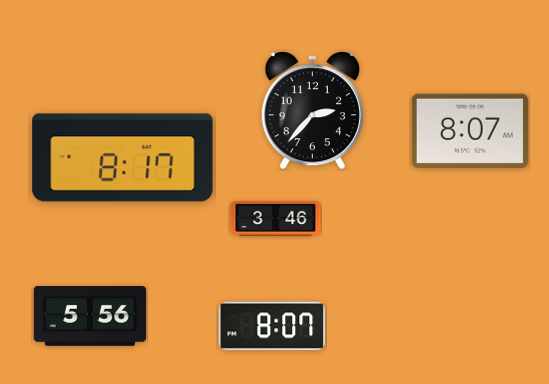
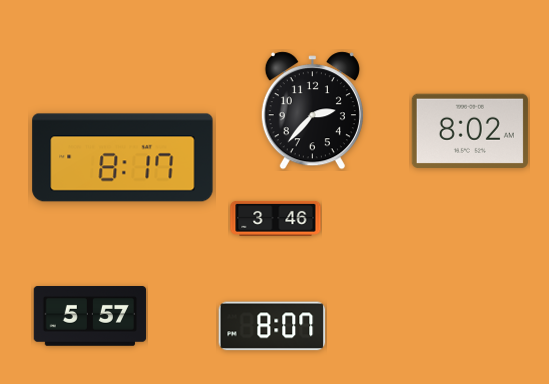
clock at (470, 131): 8:07 -> 8:02
clock at (90, 317): 5:56 -> 5:57
